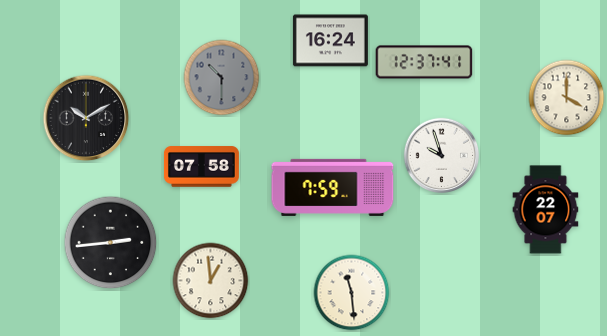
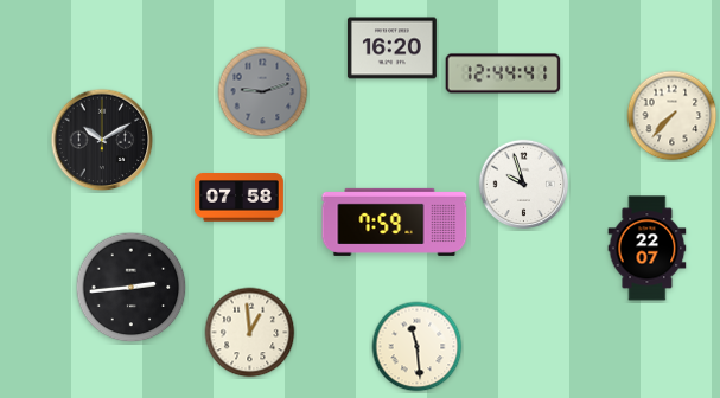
clock at (330, 41): 16:24 -> 16:20
clock at (424, 62): 12:37 -> 12:44
clock at (222, 78): 10:30 -> 9:12
clock at (567, 98): 4:00 -> 7:37
